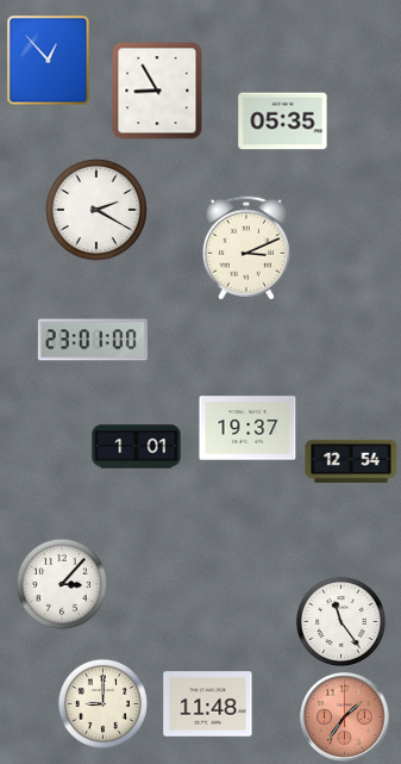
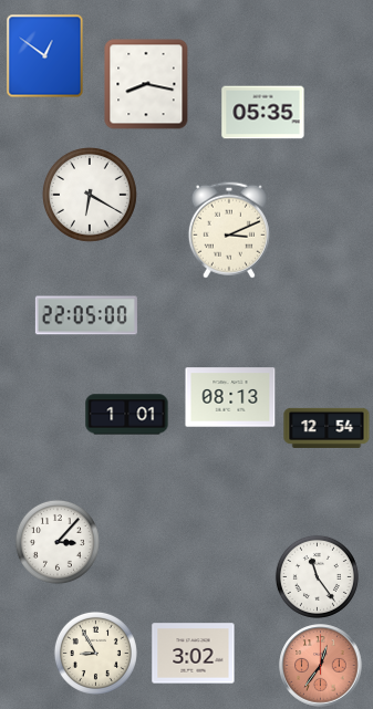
clock at (49, 61): 12:53 -> 12:51
clock at (157, 91): 8:55 -> 8:17
clock at (96, 210): 2:20 -> 6:20
clock at (93, 340): 23:01 -> 22:05
clock at (248, 428): 19:37 -> 08:13
clock at (102, 703): 9:00 -> 8:55
clock at (208, 704): 11:48 -> 3:02
clock at (345, 718): 1:36 -> 12:36
